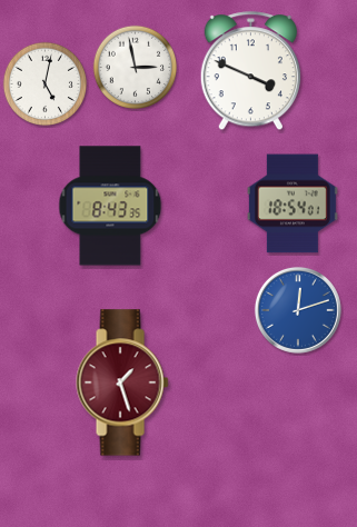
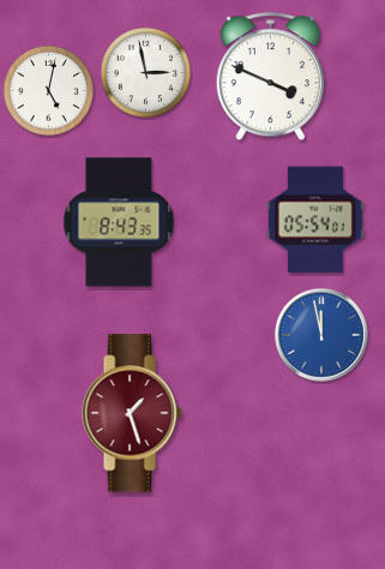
clock at (292, 203): 18:54 -> 05:54
clock at (298, 310): 12:12 -> 11:58
